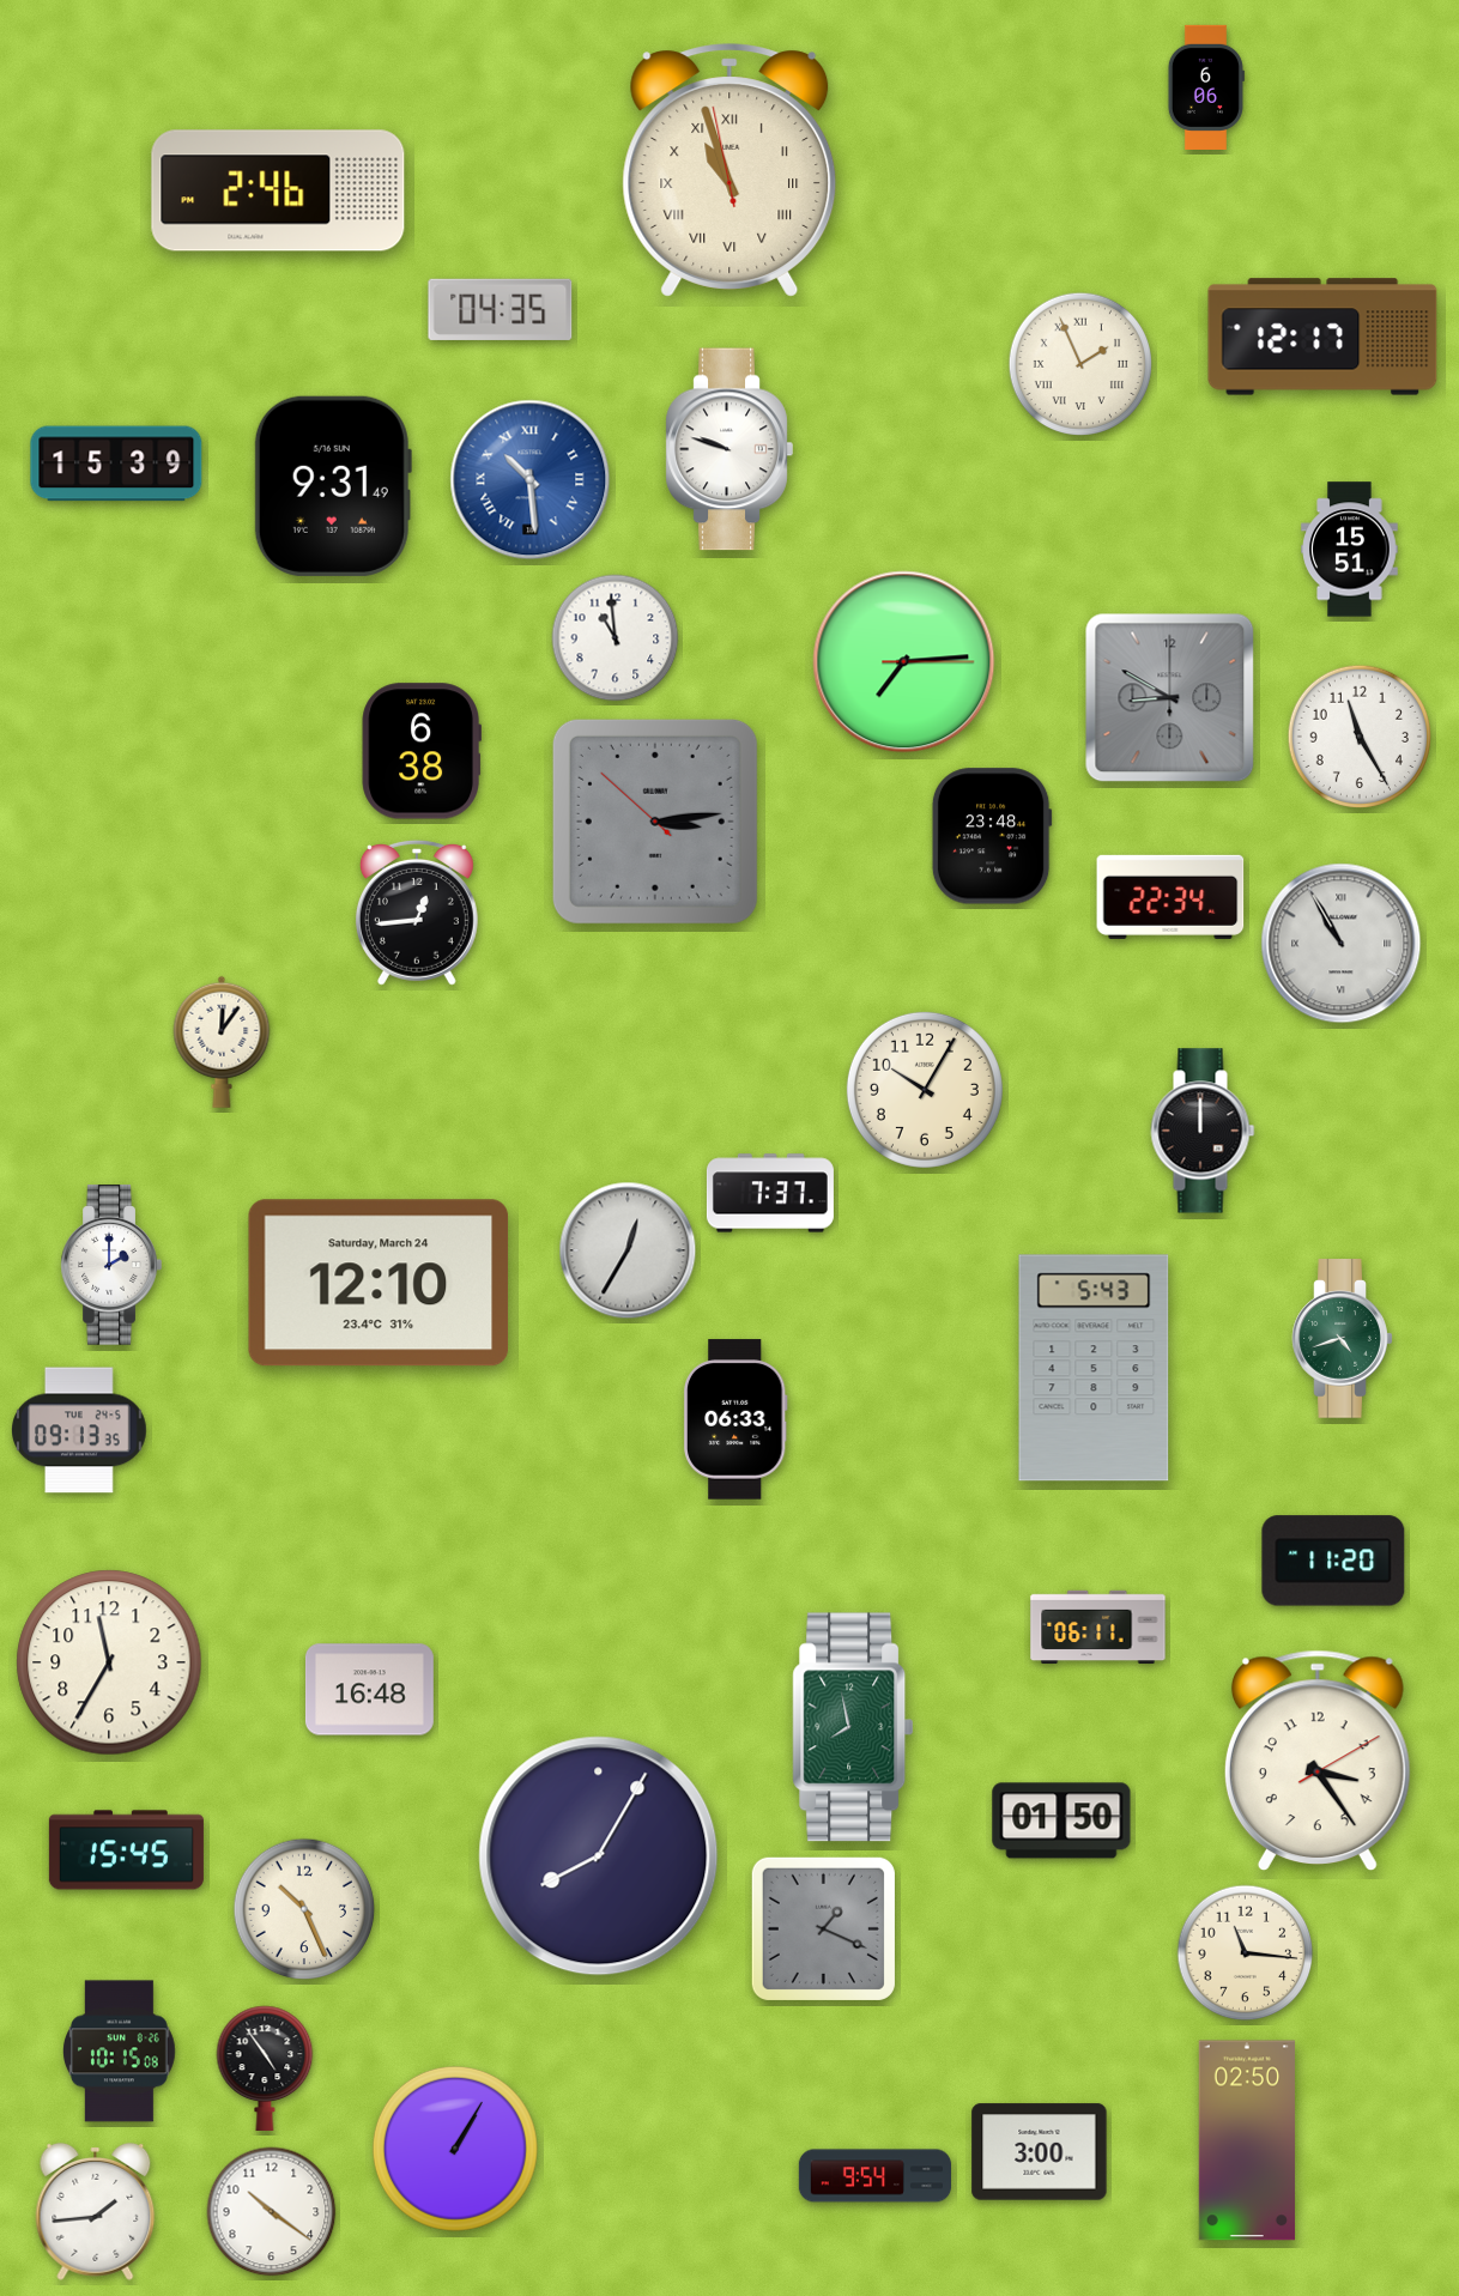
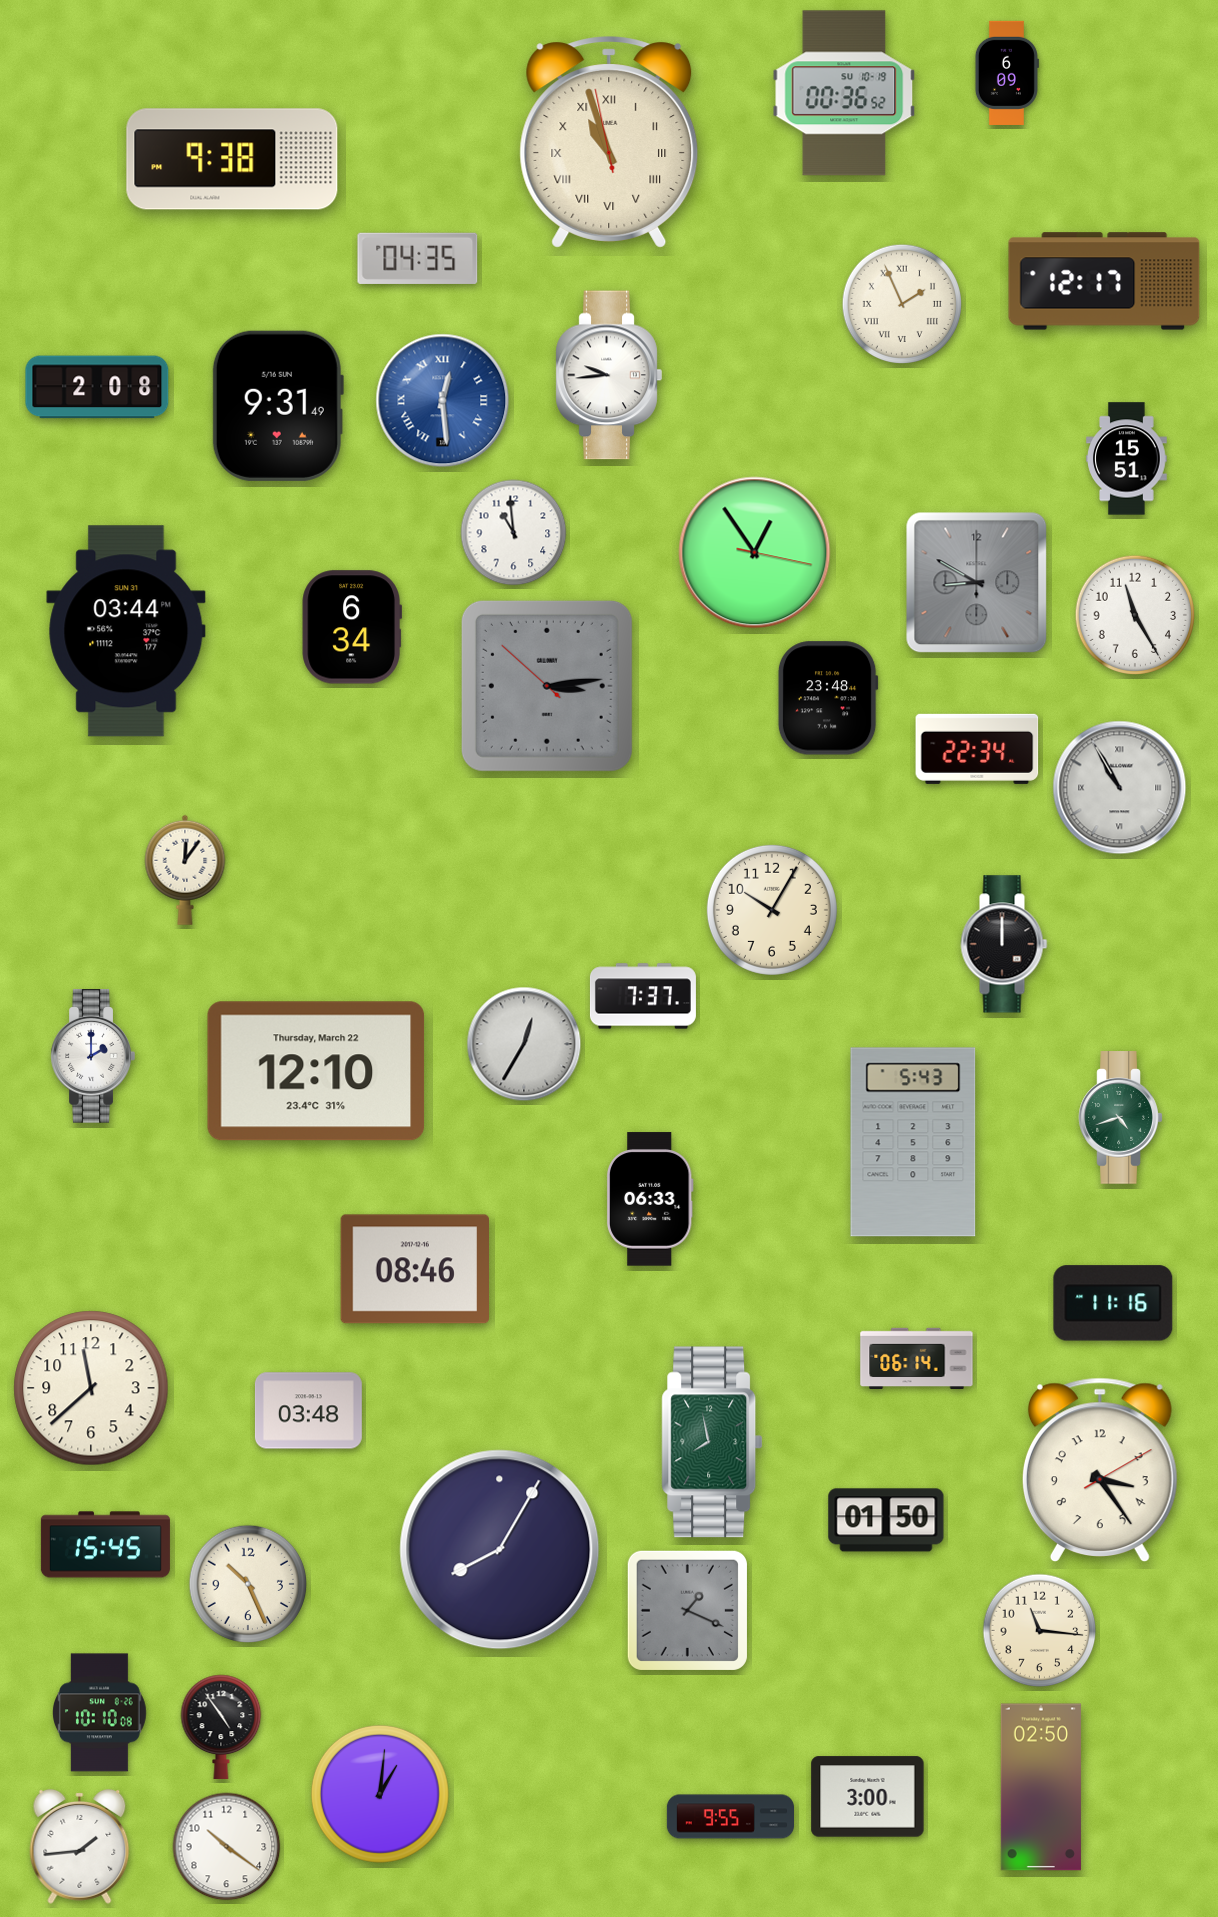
clock at (1205, 87): 6:06 -> 6:09
clock at (844, 93): none -> 00:36
clock at (278, 190): 2:46 -> 9:38
clock at (729, 449): 9:48 -> 9:44
clock at (116, 464): 15:39 -> 2:08
clock at (531, 480): 10:29 -> 12:29
clock at (904, 662): 7:14 -> 12:54
clock at (420, 751): 6:38 -> 6:34
clock at (126, 631): none -> 03:44
clock at (417, 913): 12:44 -> none
clock at (379, 1283) date: Saturday, March 24 -> Thursday, March 22
clock at (735, 1419) position: (735, 1419) -> (650, 1199)
clock at (80, 1430): 09:13 -> none
clock at (414, 1269): none -> 08:46
clock at (1333, 1561): 11:20 -> 11:16
clock at (1098, 1628): 06:11 -> 06:14
clock at (109, 1662): 11:35 -> 11:38
clock at (369, 1690): 16:48 -> 03:48
clock at (304, 1909) position: (304, 1909) -> (248, 1584)
clock at (120, 2052): 10:15 -> 10:10
clock at (455, 2149): 1:05 -> 1:01
clock at (874, 2176): 9:54 -> 9:55
